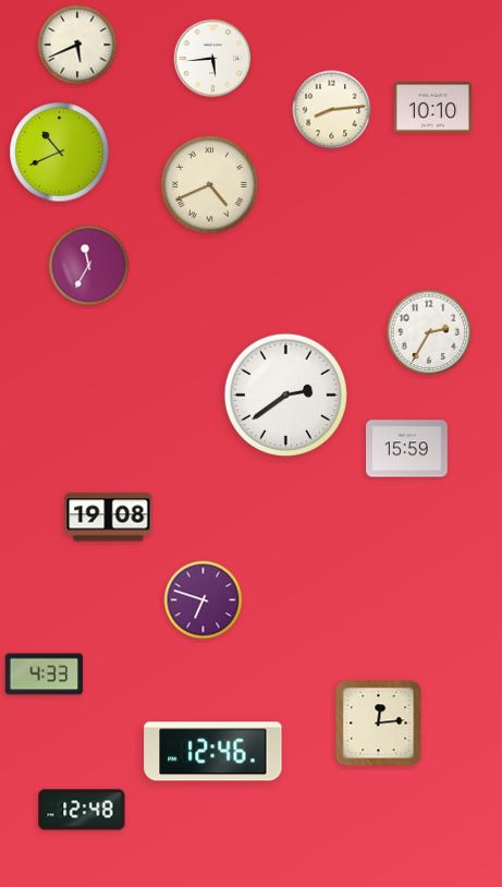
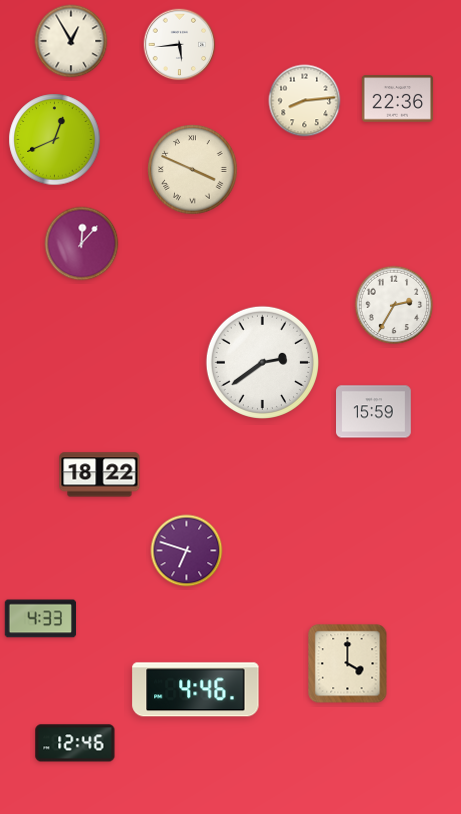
clock at (77, 45): 5:41 -> 12:55
clock at (213, 59) position: (213, 59) -> (180, 45)
clock at (433, 108): 10:10 -> 22:36
clock at (60, 153): 10:41 -> 12:41
clock at (210, 185): 4:41 -> 3:49
clock at (89, 266): 11:35 -> 12:07
clock at (109, 518): 19:08 -> 18:22
clock at (379, 724): 12:14 -> 4:00
clock at (213, 752): 12:46 -> 4:46
clock at (82, 810): 12:48 -> 12:46
